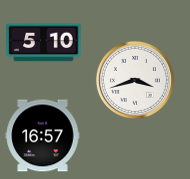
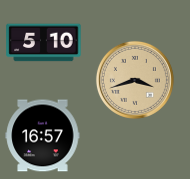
clock at (135, 80) dial: white -> champagne
